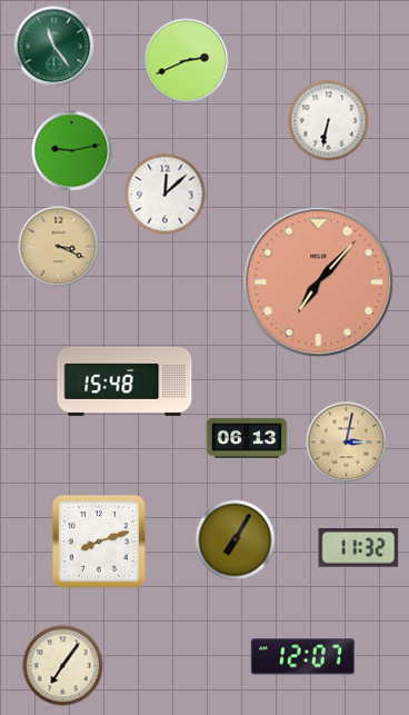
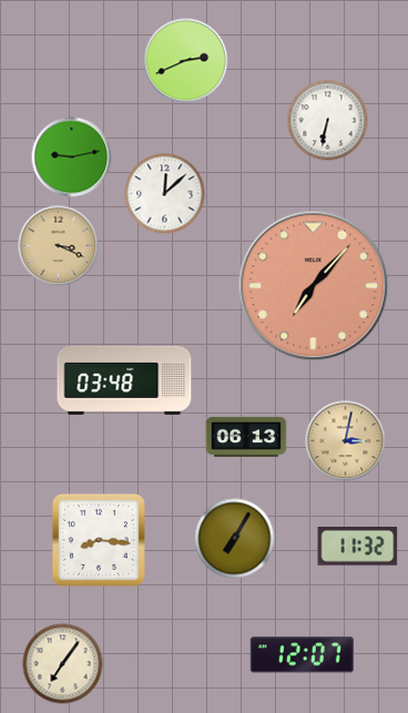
clock at (54, 47): 11:24 -> none
clock at (72, 151) position: (72, 151) -> (72, 157)
clock at (319, 282) position: (319, 282) -> (314, 286)
clock at (124, 381): 15:48 -> 03:48
clock at (99, 542): 8:12 -> 8:16
